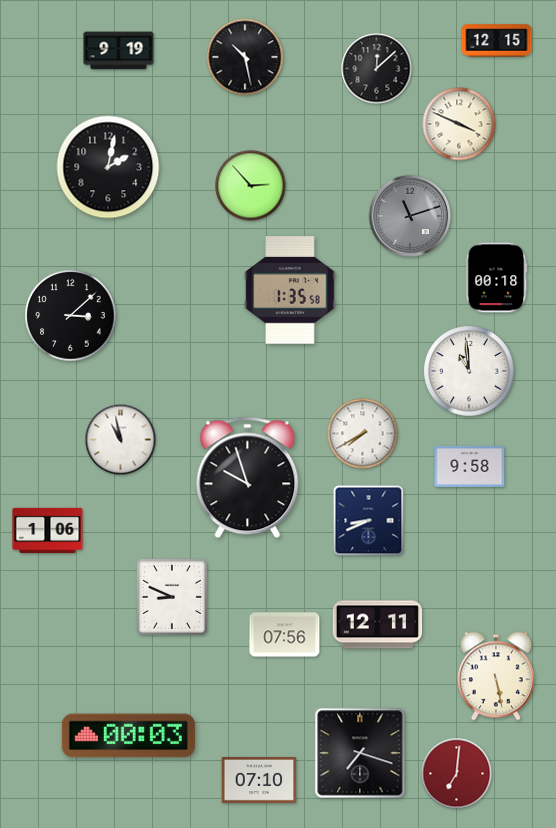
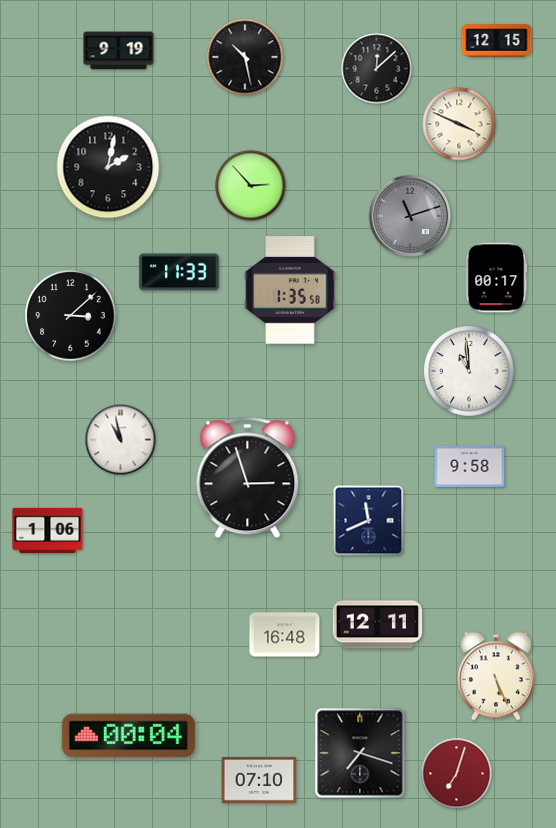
clock at (179, 272): none -> 11:33
clock at (496, 278): 00:18 -> 00:17
clock at (363, 434): 7:40 -> none
clock at (248, 478): 9:57 -> 2:57
clock at (369, 521): 8:41 -> 11:41
clock at (172, 597): 8:49 -> none
clock at (285, 635): 07:56 -> 16:48
clock at (496, 676): 5:28 -> 5:26
clock at (128, 736): 00:03 -> 00:04
clock at (457, 774): 7:01 -> 7:03
